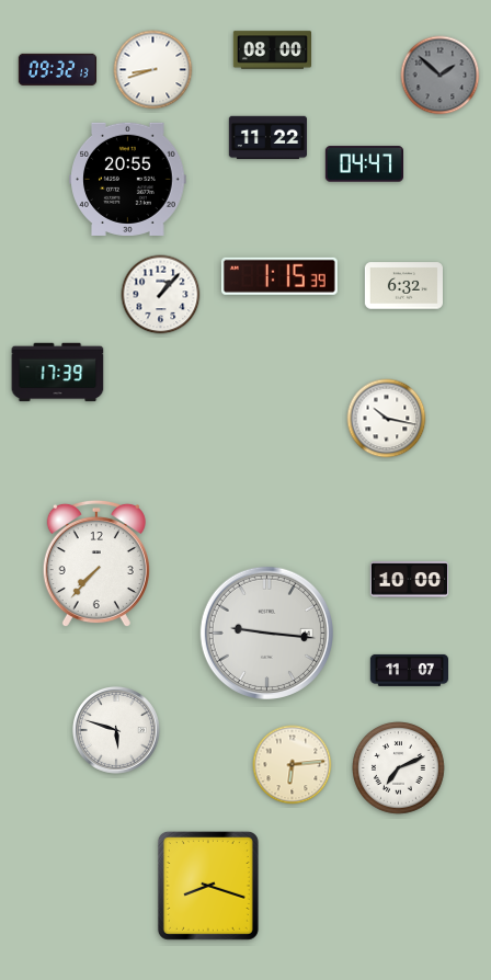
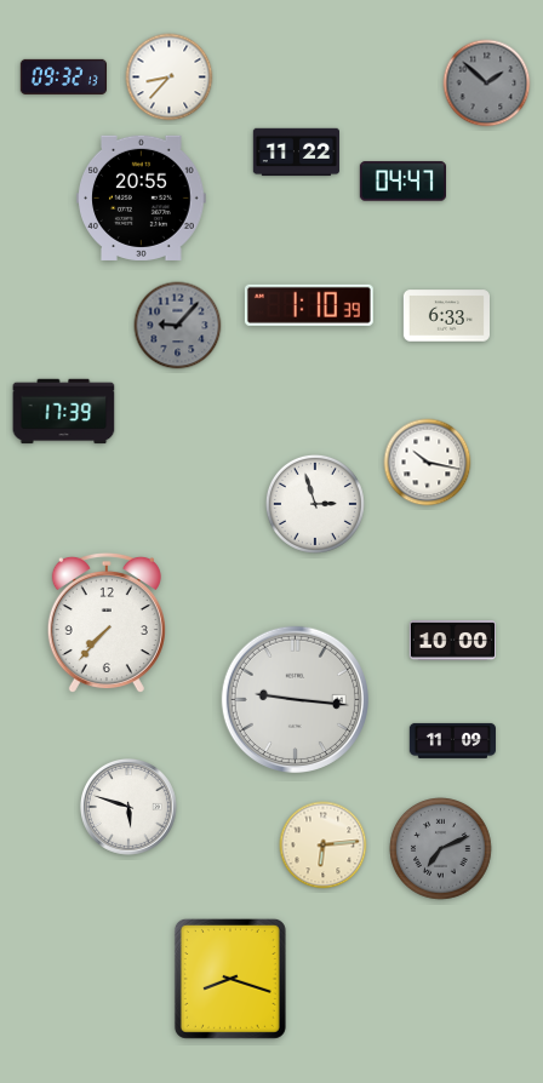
clock at (272, 50): 08:00 -> none
clock at (153, 70): 8:42 -> 8:37
clock at (279, 276): 1:15 -> 1:10
clock at (403, 286): 6:32 -> 6:33
clock at (161, 295): 1:07 -> 9:07
clock at (161, 295) dial: white -> grey
clock at (315, 504): none -> 2:57
clock at (409, 670): 11:07 -> 11:09
clock at (399, 768) dial: white -> grey
